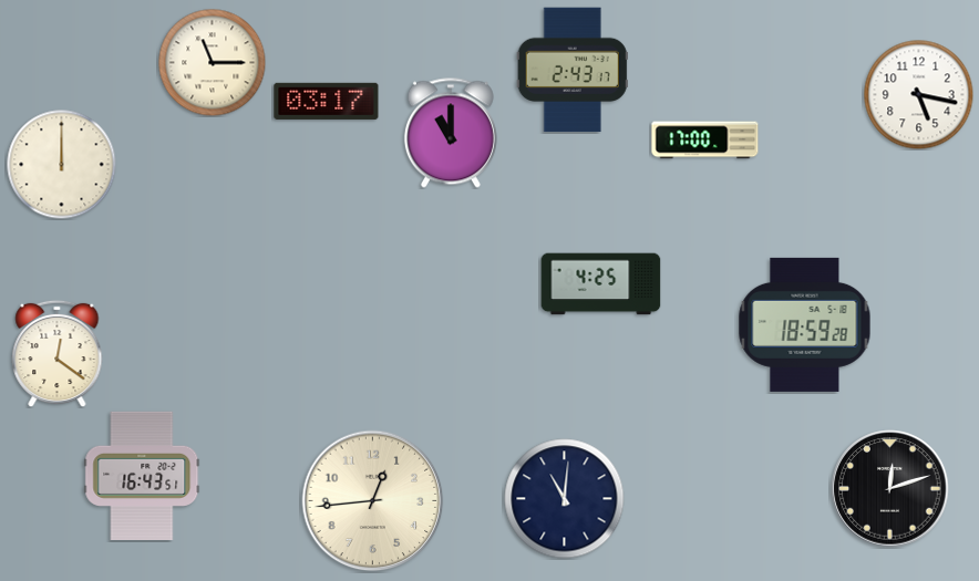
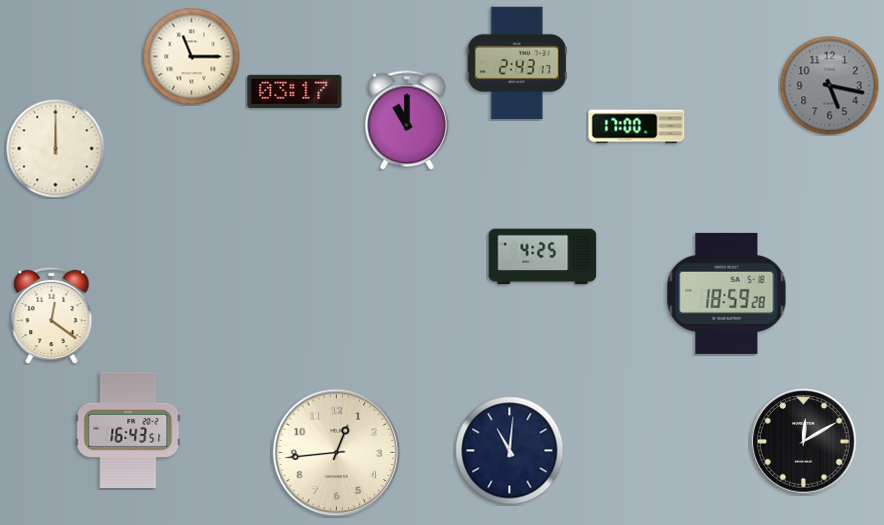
clock at (919, 95) dial: white -> grey
clock at (58, 353) position: (58, 353) -> (52, 315)
clock at (890, 489): 12:12 -> 12:10
